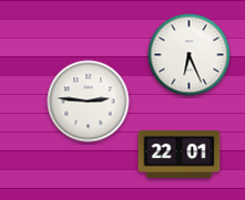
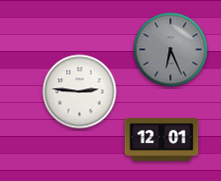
clock at (190, 55) dial: white -> grey
clock at (180, 154): 22:01 -> 12:01
